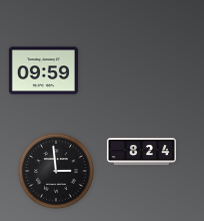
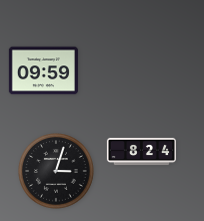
clock at (57, 172): 2:59 -> 3:03
